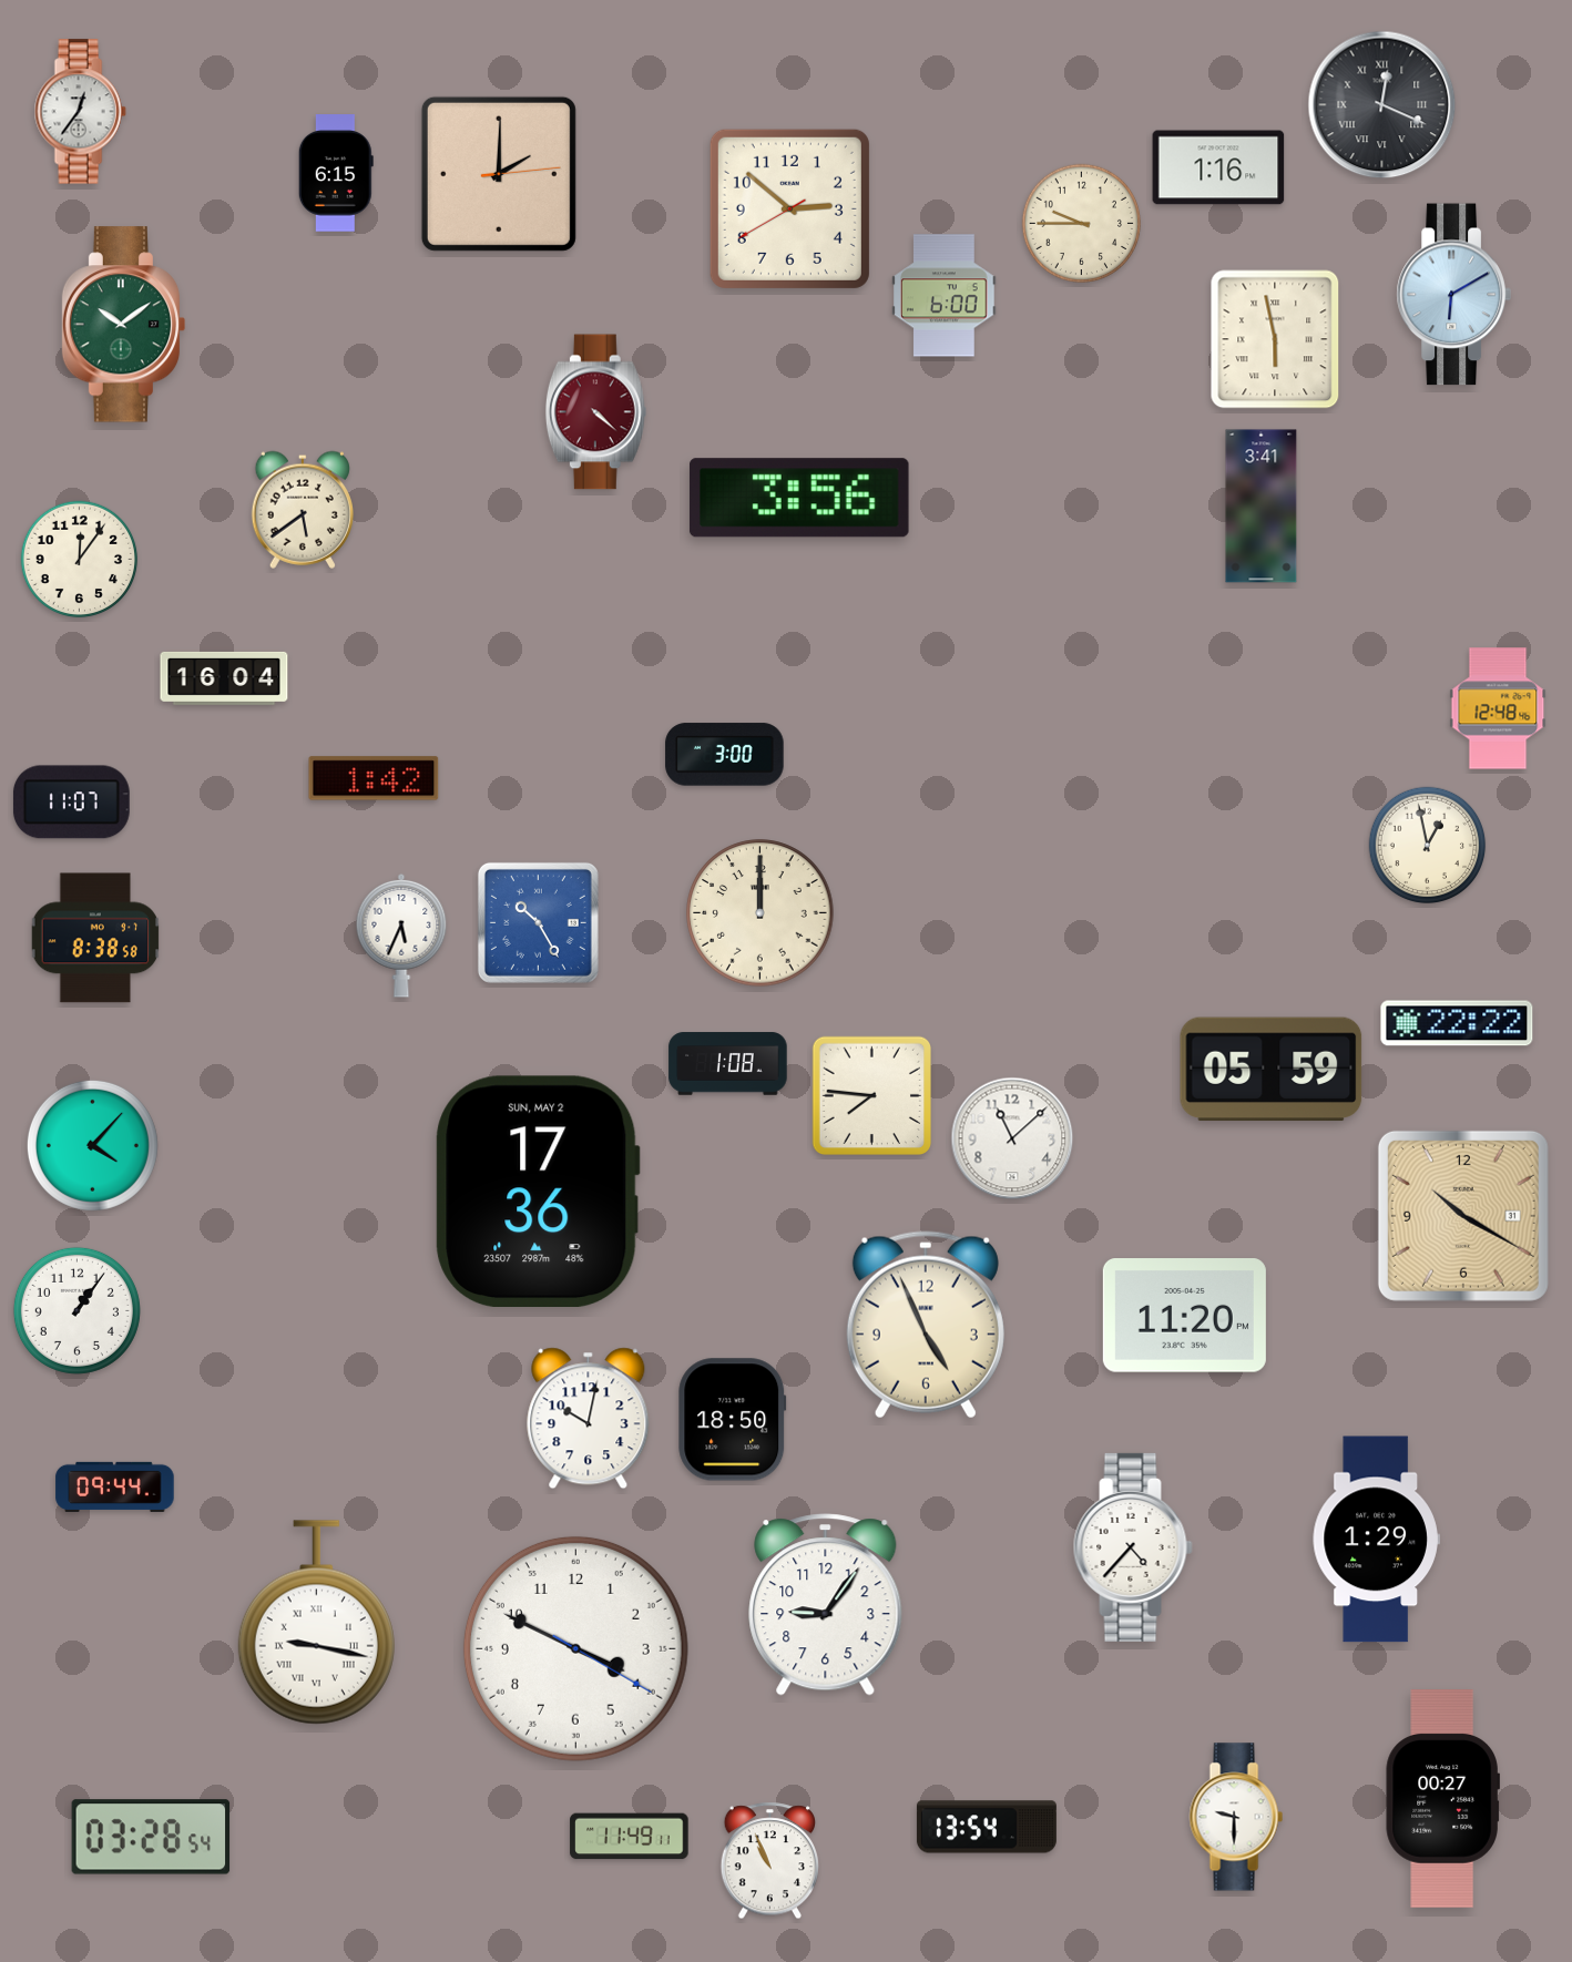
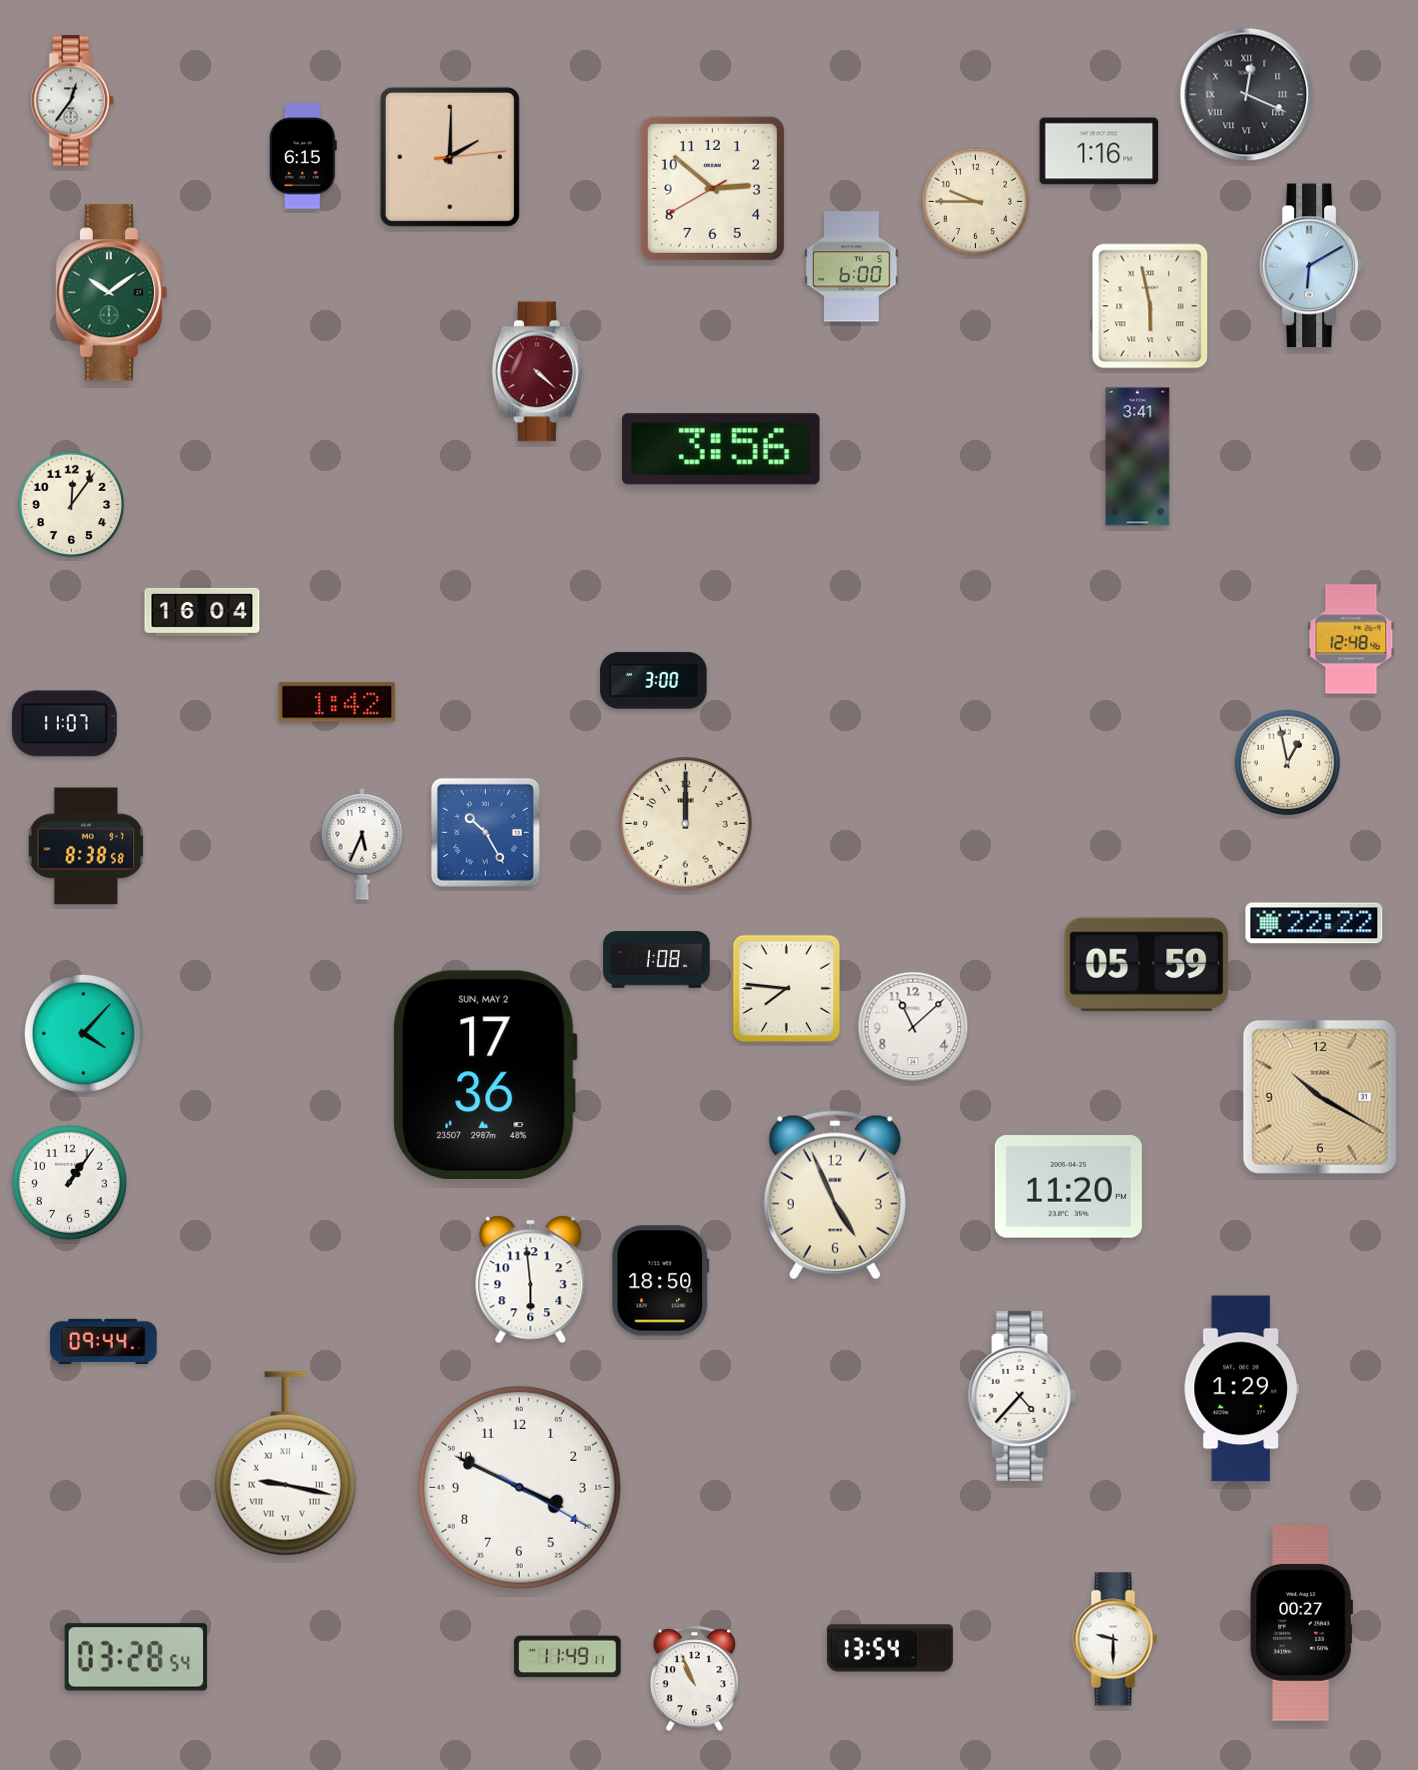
clock at (302, 510): 5:39 -> none
clock at (589, 1419): 10:02 -> 5:59
clock at (826, 1605): 9:06 -> none
